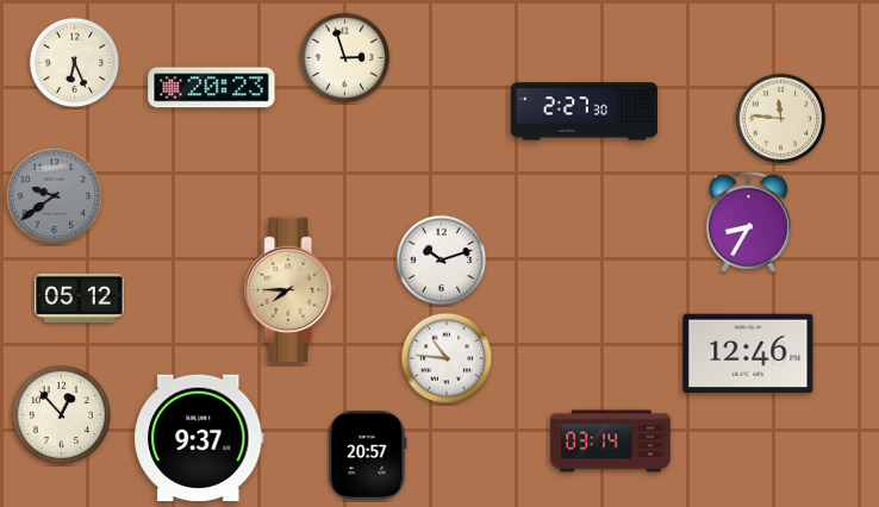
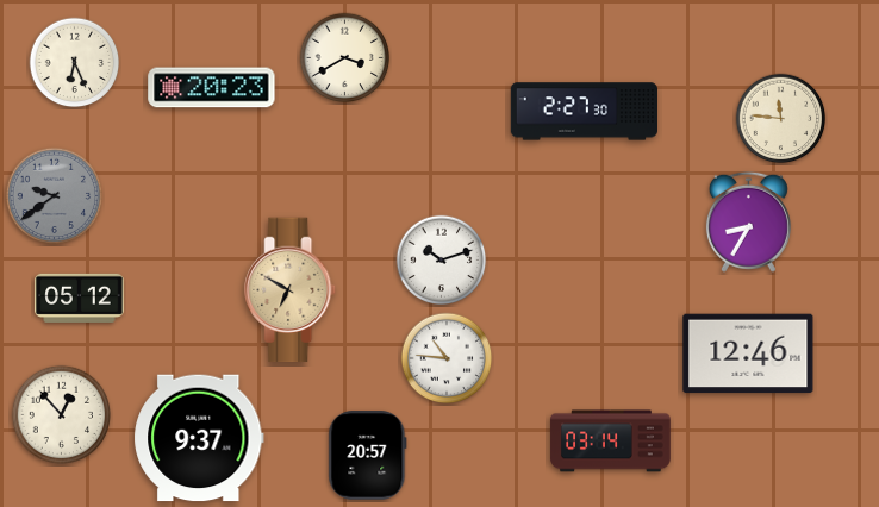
clock at (345, 58): 2:57 -> 3:40
clock at (291, 290): 7:45 -> 6:50
